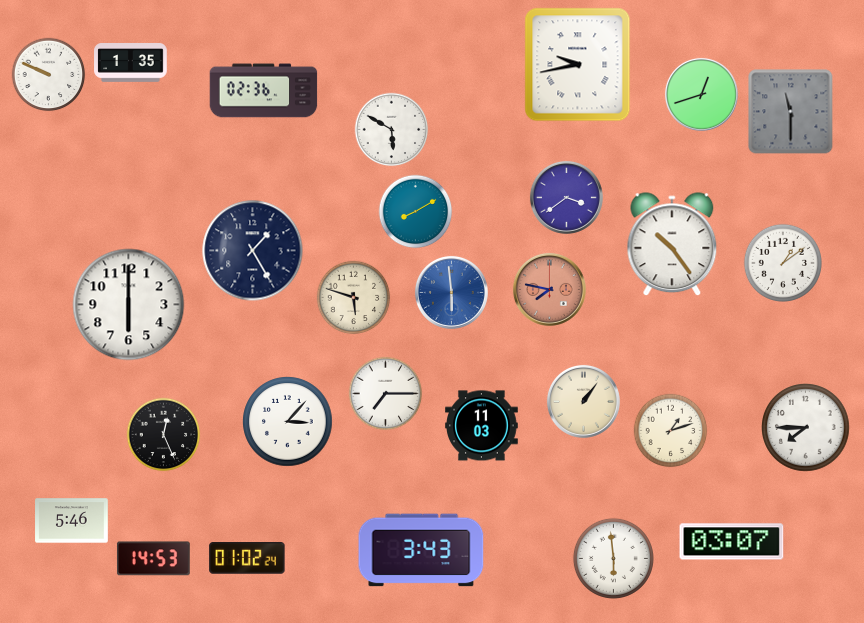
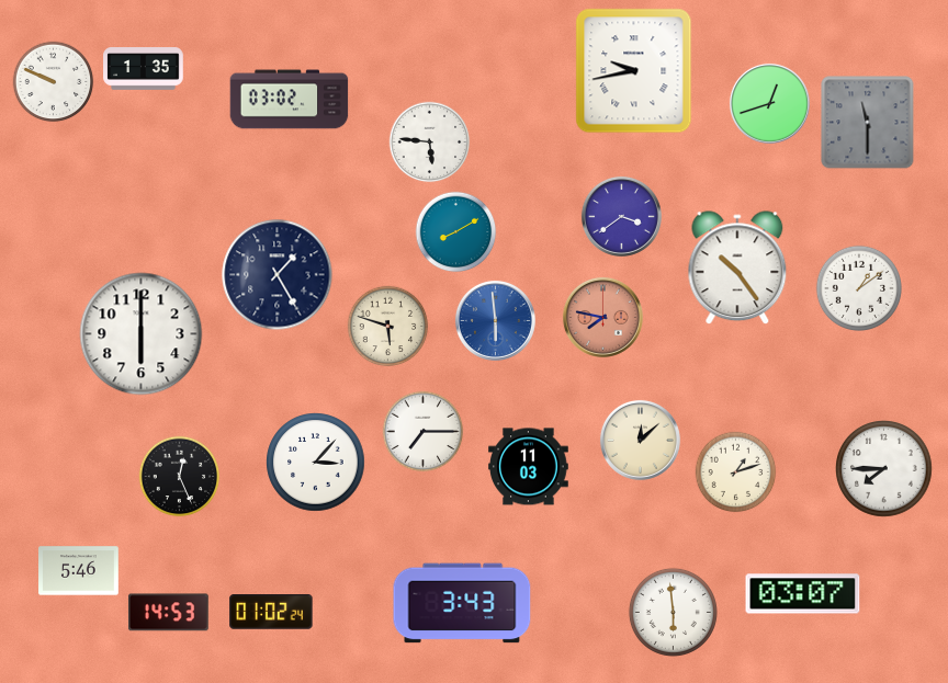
clock at (264, 91): 02:36 -> 03:02
clock at (392, 130): 5:50 -> 5:46
clock at (583, 401): 1:06 -> 12:08
